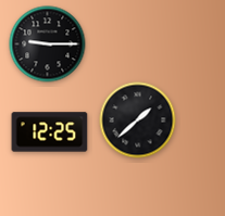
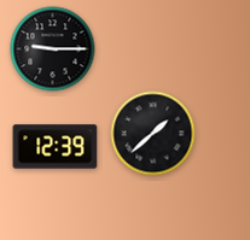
clock at (50, 132): 12:25 -> 12:39
